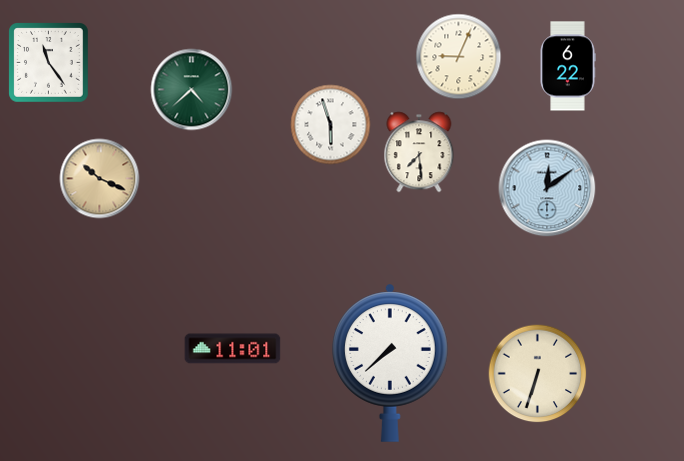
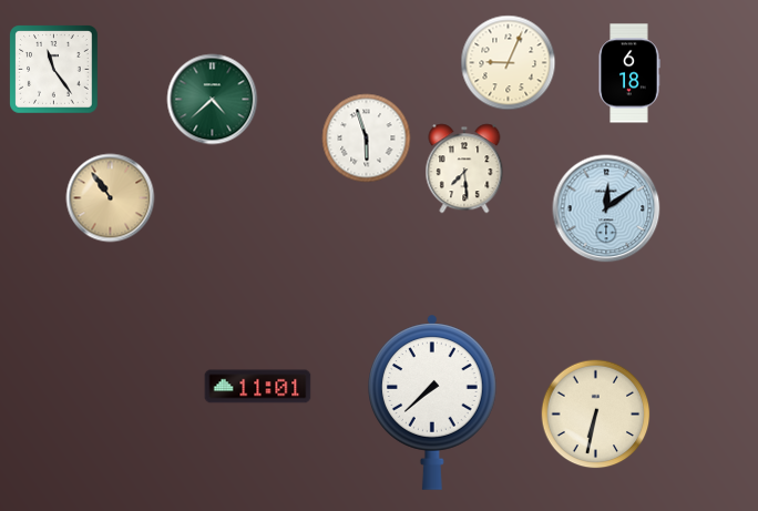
clock at (568, 66): 6:22 -> 6:18
clock at (100, 179): 10:19 -> 10:54
clock at (538, 374): 6:33 -> 6:32
